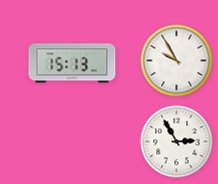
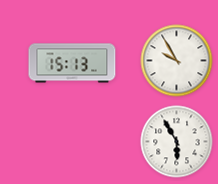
clock at (177, 142): 2:55 -> 5:55
